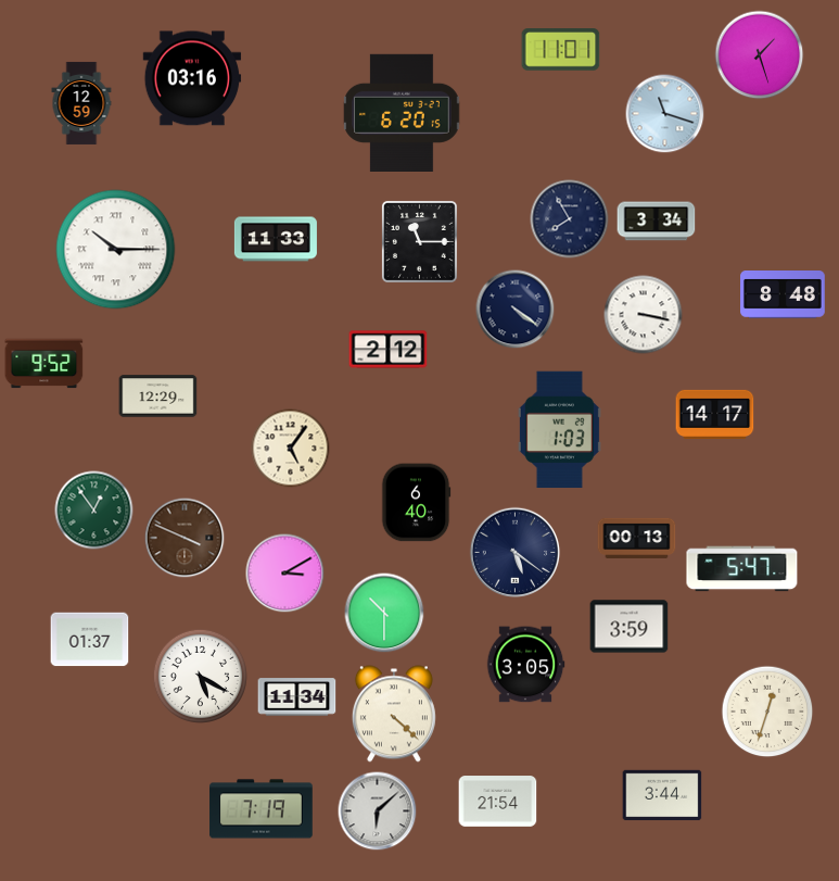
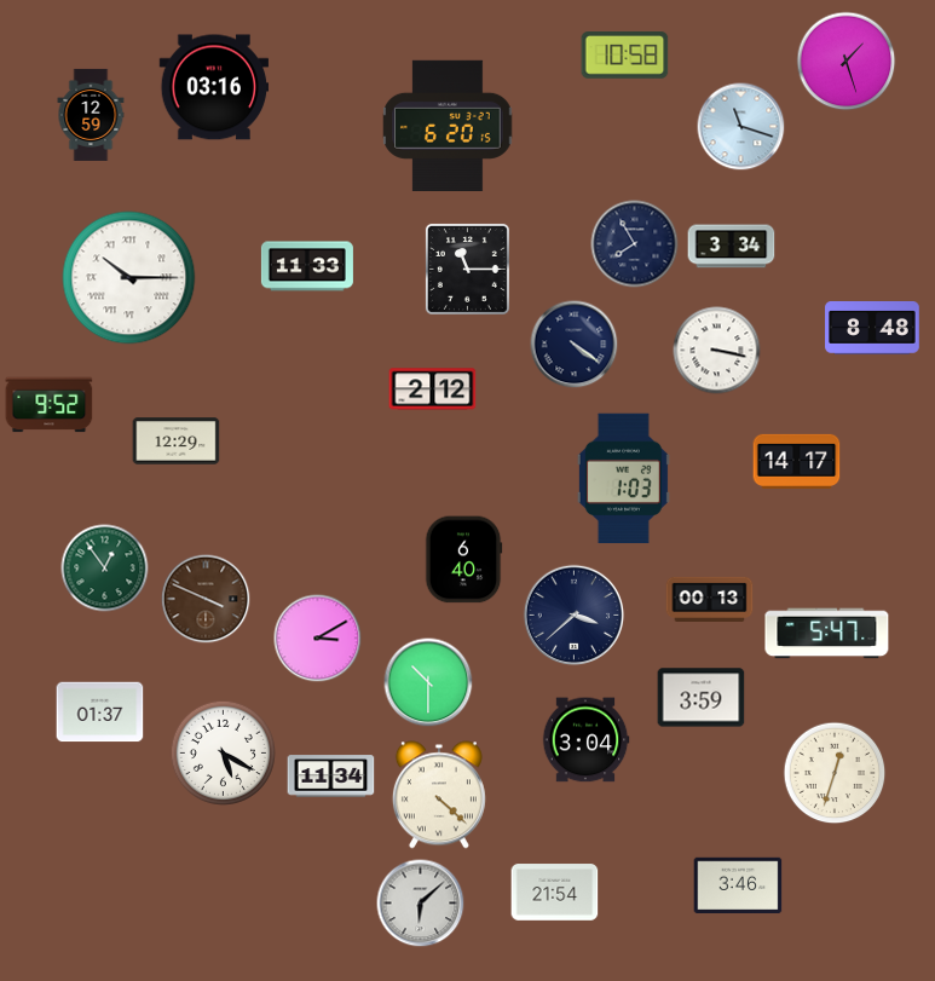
clock at (561, 50): 11:01 -> 10:58
clock at (291, 449): 5:06 -> none
clock at (516, 553): 5:21 -> 3:38
clock at (525, 665): 3:05 -> 3:04
clock at (767, 712) position: (767, 712) -> (835, 773)
clock at (662, 795): 3:44 -> 3:46
clock at (262, 809): 7:19 -> none
